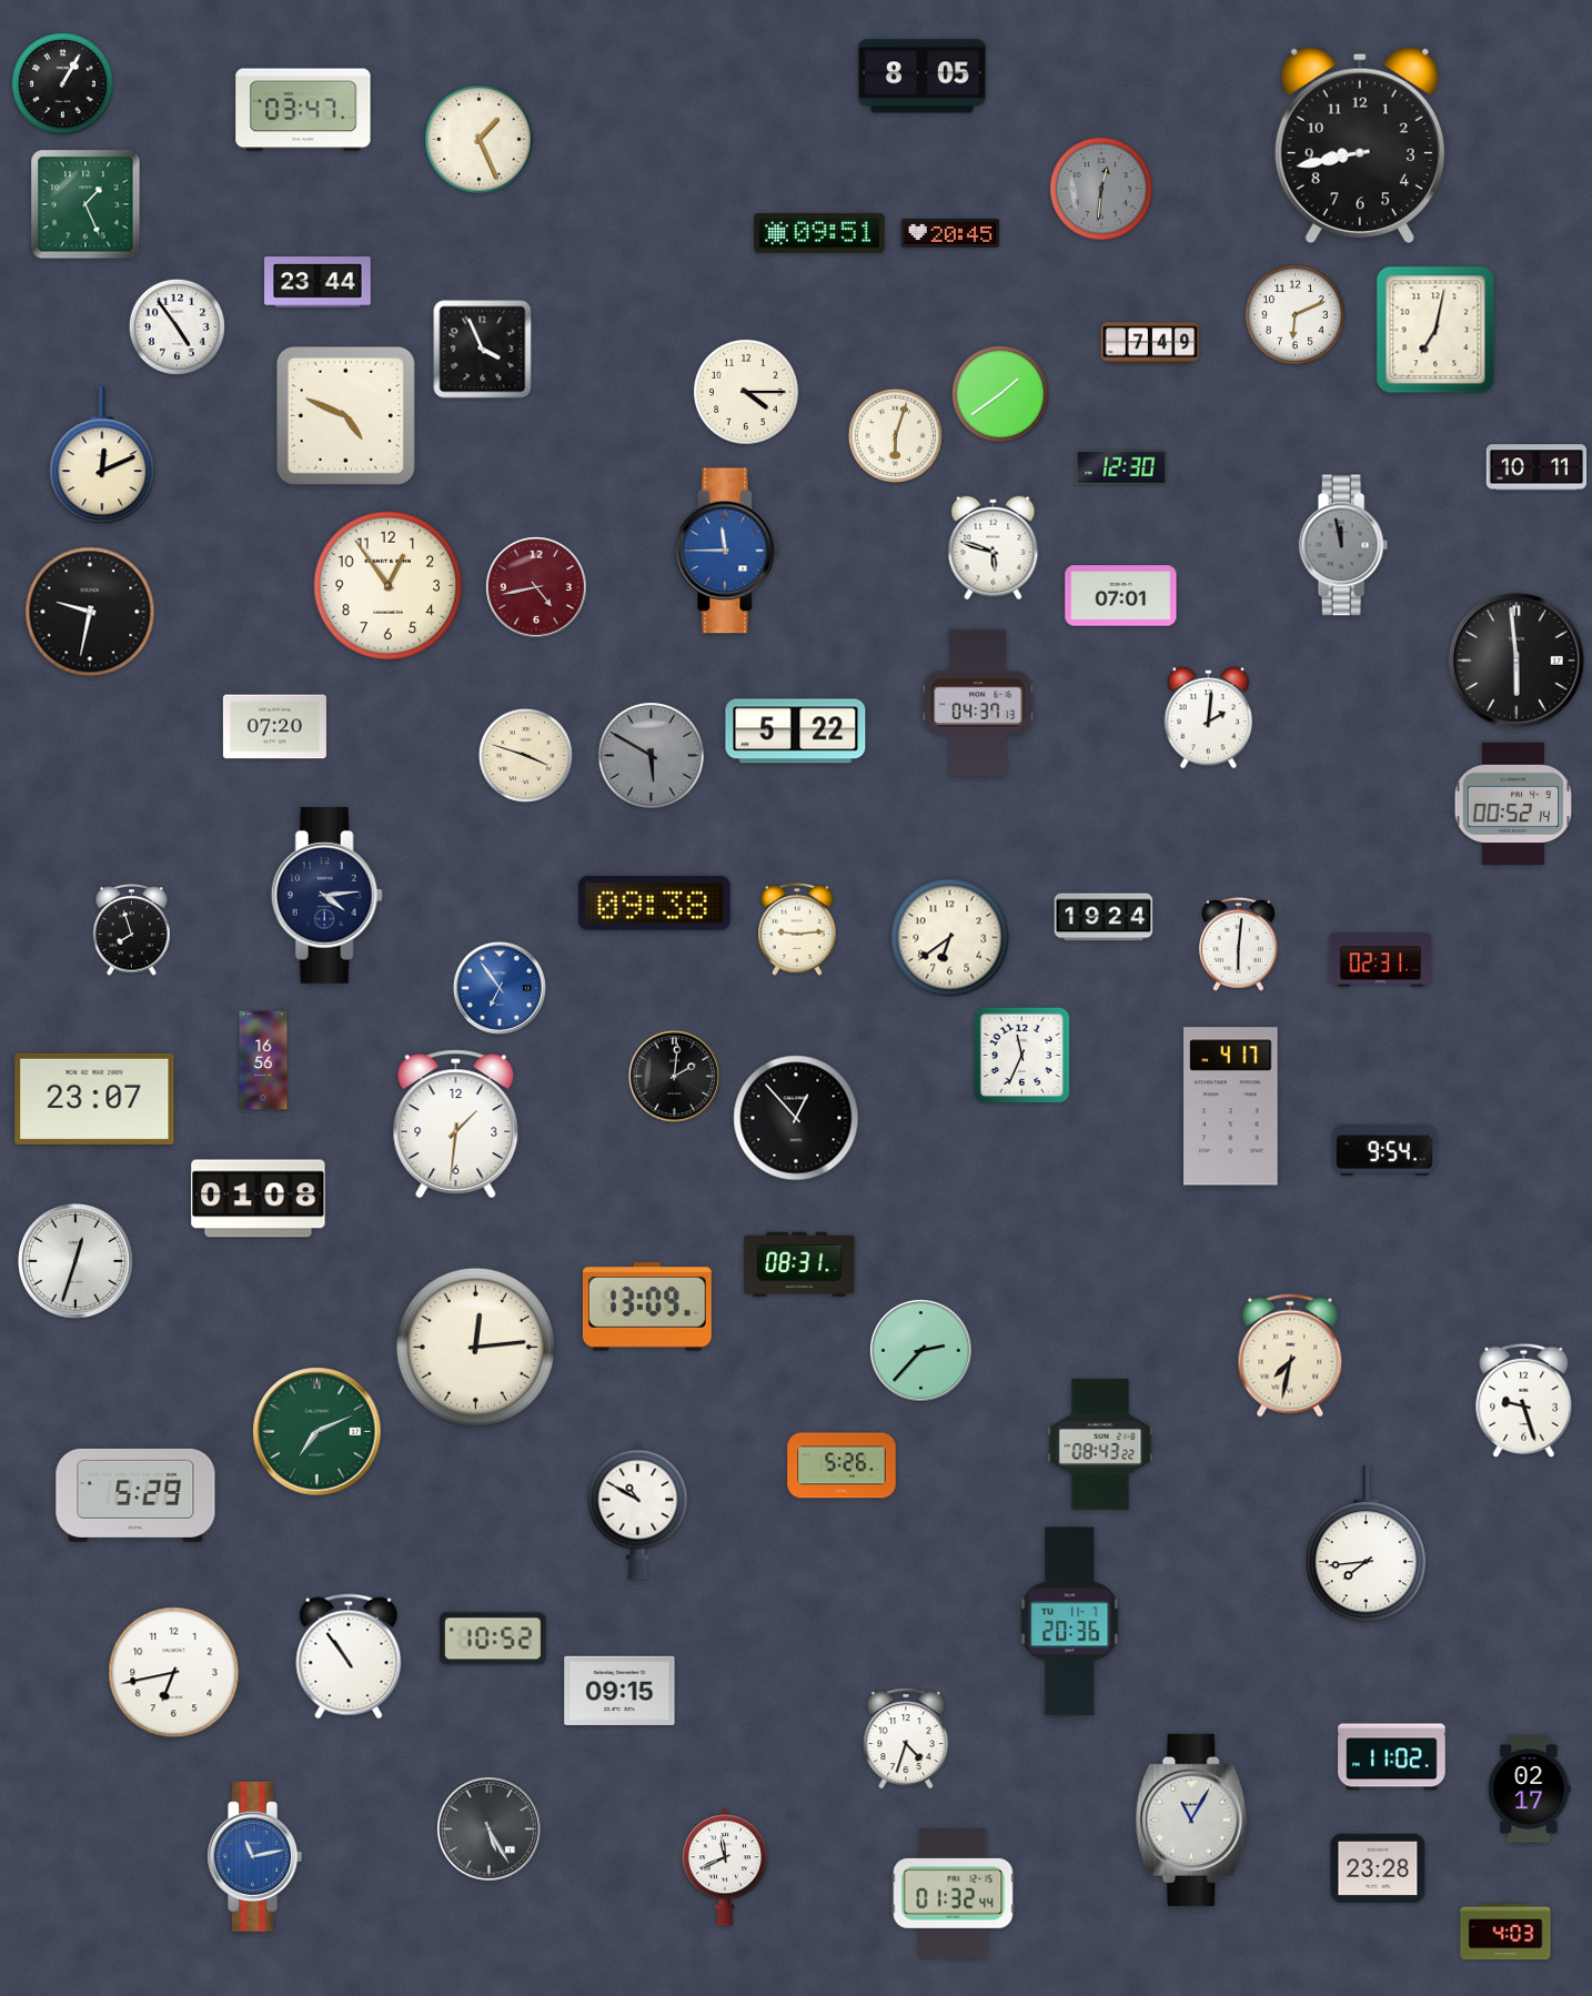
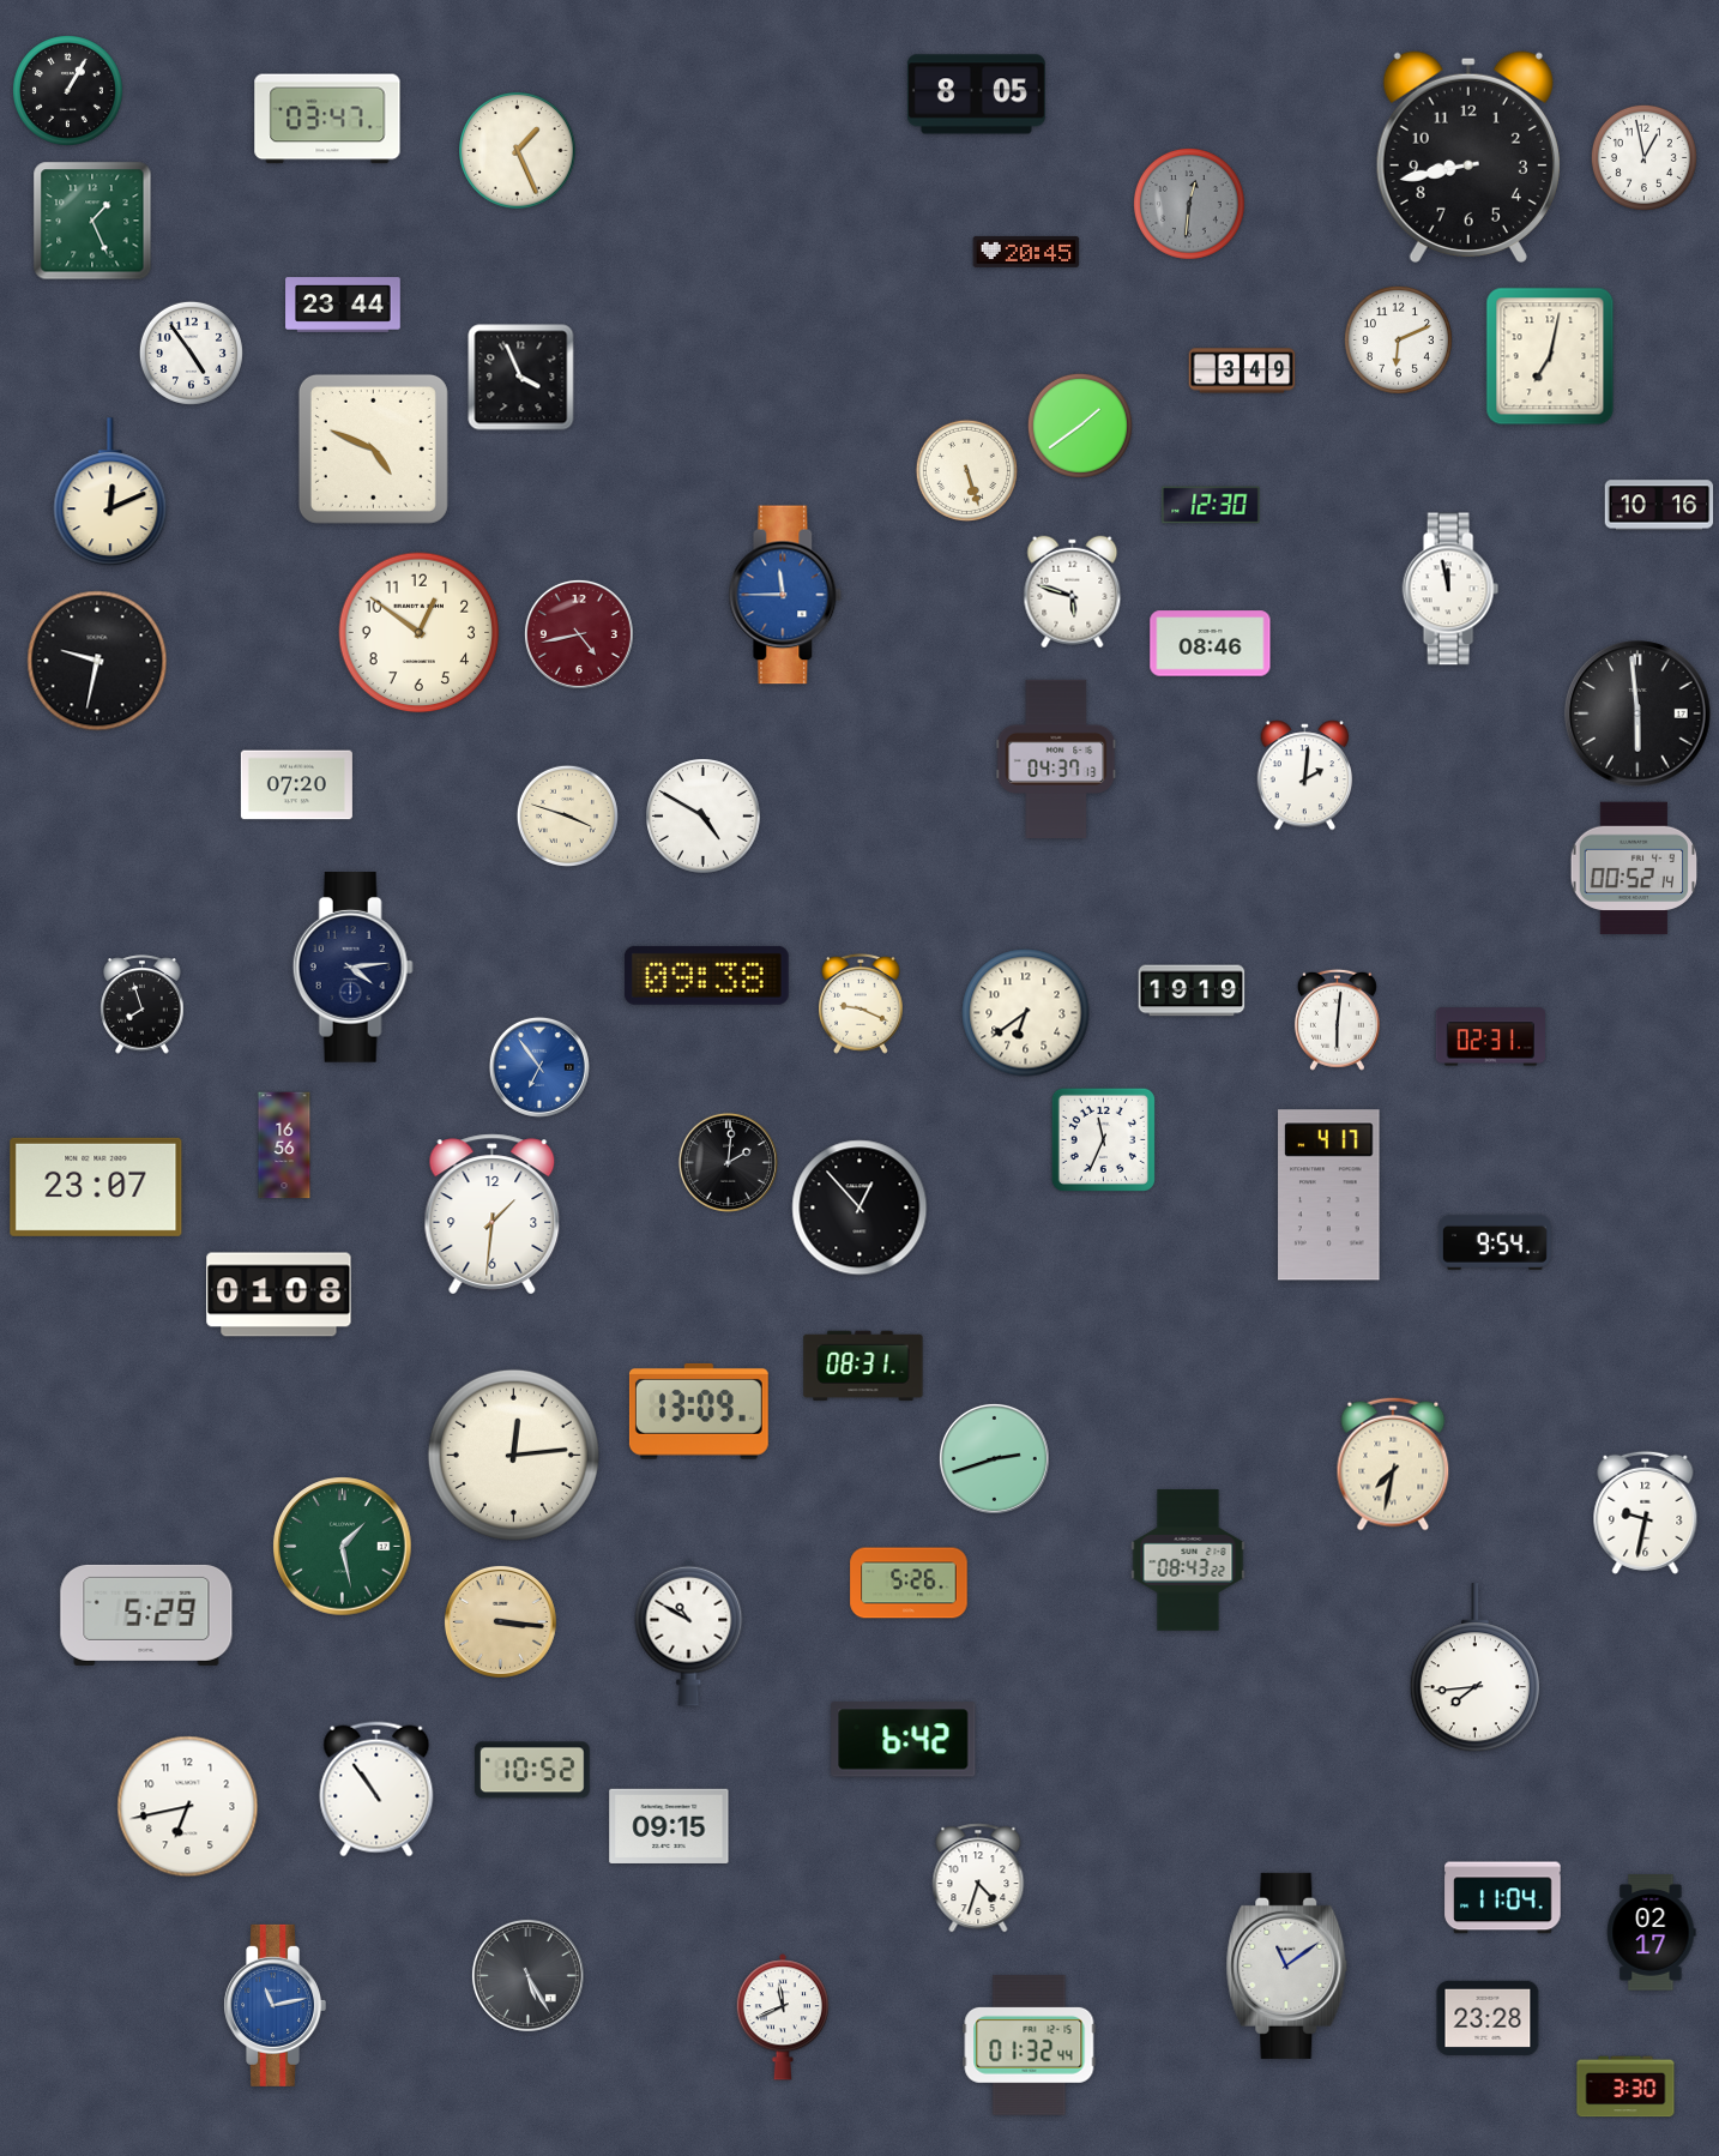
clock at (921, 77) position: (921, 77) -> (976, 95)
clock at (1643, 157): none -> 12:58
clock at (819, 233): 09:51 -> none
clock at (1150, 343): 7:49 -> 3:49
clock at (747, 393): 4:15 -> none
clock at (895, 435): 6:03 -> 5:27
clock at (1536, 467): 10:11 -> 10:16
clock at (1343, 545) dial: grey -> white
clock at (389, 586): 12:54 -> 12:51
clock at (1121, 596): 07:01 -> 08:46
clock at (796, 732): 5:22 -> none
clock at (652, 756): 5:50 -> 4:50
clock at (652, 756) dial: grey -> white
clock at (1104, 917): 19:24 -> 19:19
clock at (798, 929): 9:14 -> 9:19
clock at (94, 1099) position: (94, 1099) -> (96, 1187)
clock at (77, 1262): 12:33 -> none
clock at (920, 1350): 2:37 -> 2:42
clock at (1524, 1400): 9:27 -> 9:32
clock at (318, 1432): 7:11 -> 1:28
clock at (500, 1621): none -> 3:16
clock at (904, 1740): none -> 6:42
clock at (1070, 1622): 20:36 -> none
clock at (1392, 1757): 11:02 -> 11:04
clock at (1192, 1819): 11:05 -> 11:09
clock at (1505, 1932): 4:03 -> 3:30
